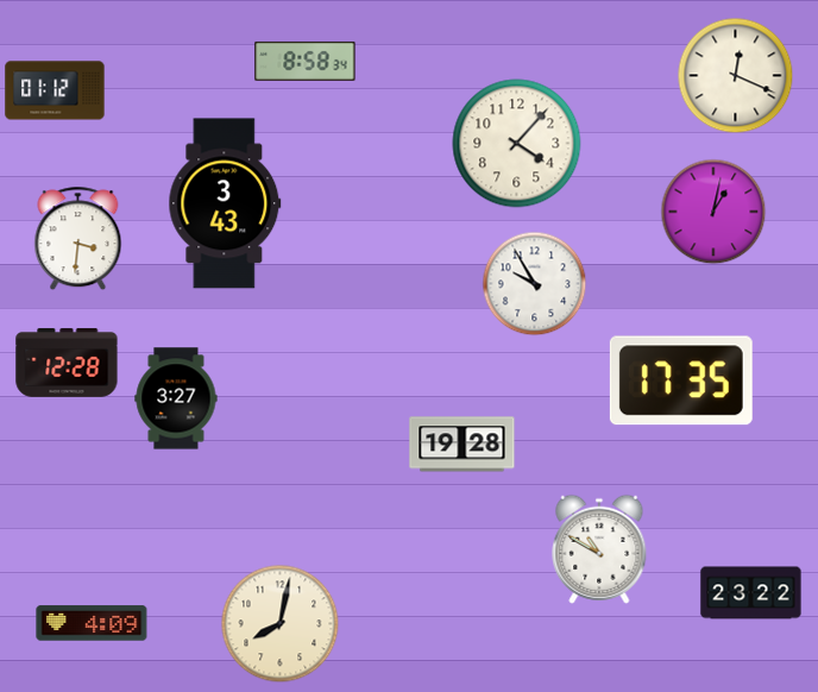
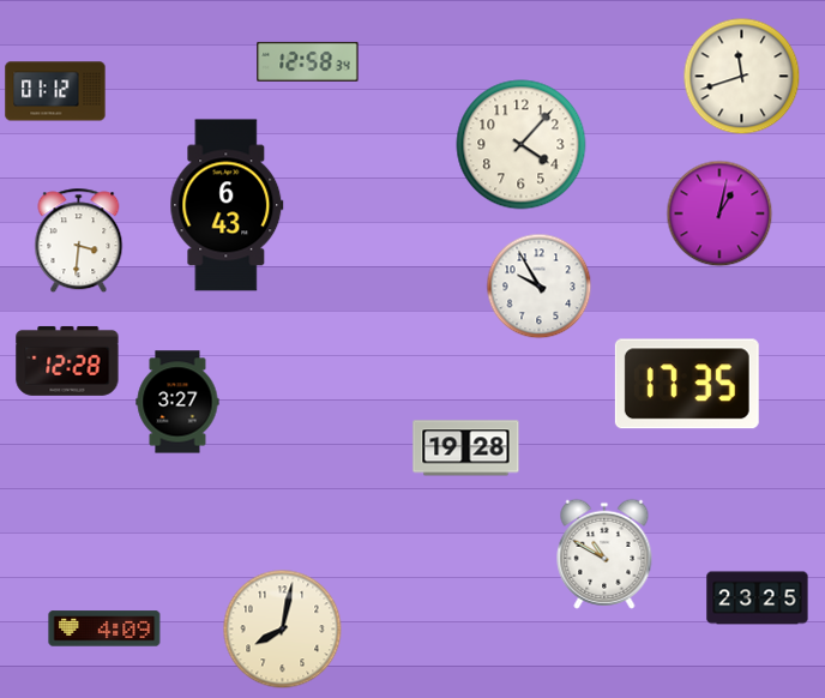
clock at (306, 61): 8:58 -> 12:58
clock at (735, 75): 12:19 -> 11:42
clock at (225, 203): 3:43 -> 6:43
clock at (67, 363) position: (67, 363) -> (67, 361)
clock at (751, 593): 23:22 -> 23:25
clock at (92, 623) position: (92, 623) -> (104, 628)
